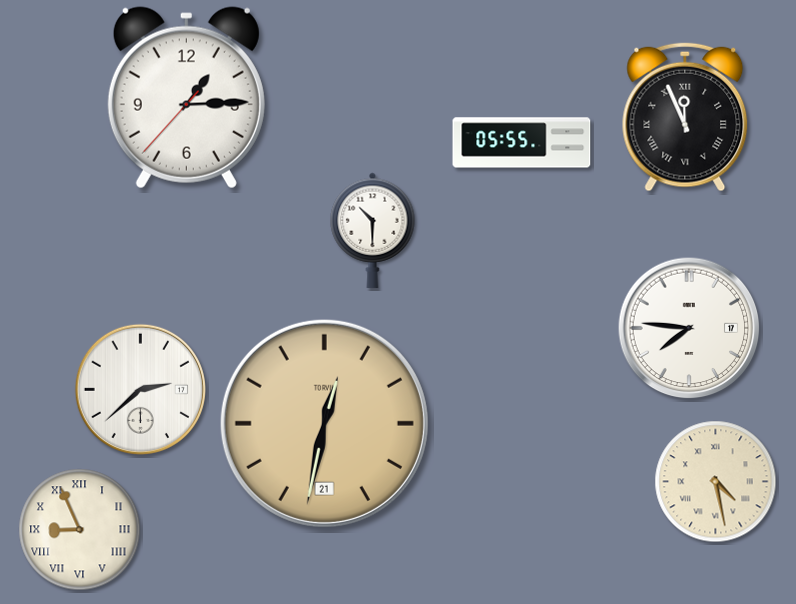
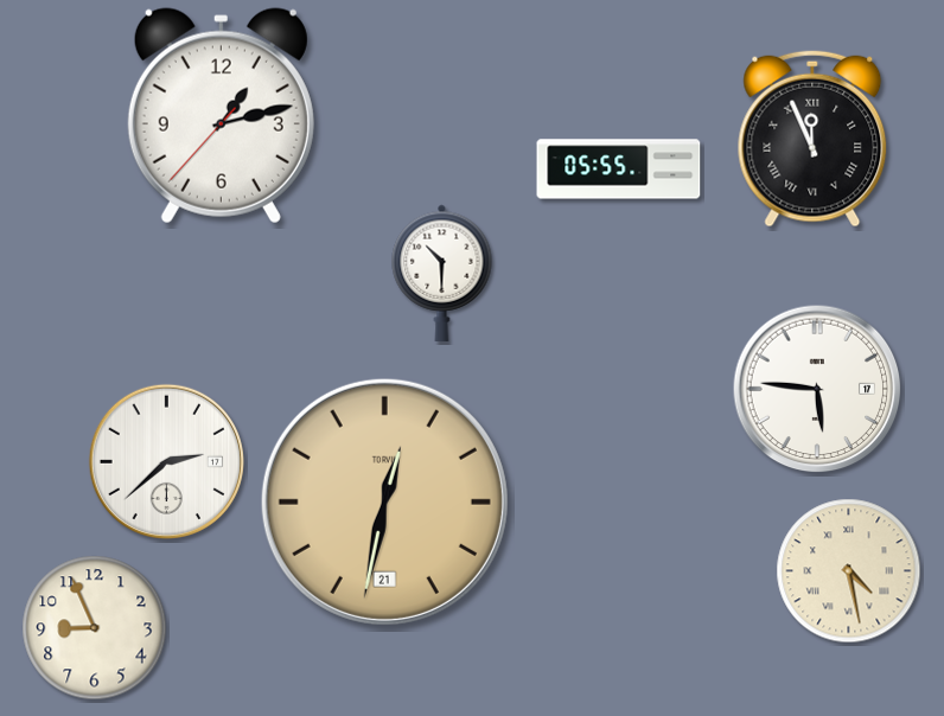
clock at (186, 98): 1:14 -> 1:12
clock at (689, 328): 7:46 -> 5:46
clock at (80, 530) numerals: Roman -> Arabic
